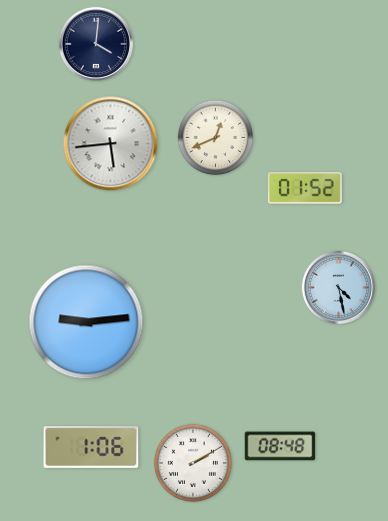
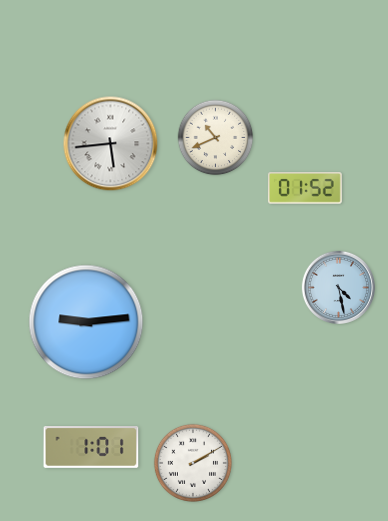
clock at (96, 44): 4:01 -> none
clock at (216, 138): 12:41 -> 10:41
clock at (280, 446): 08:48 -> none
clock at (91, 448): 1:06 -> 1:01
